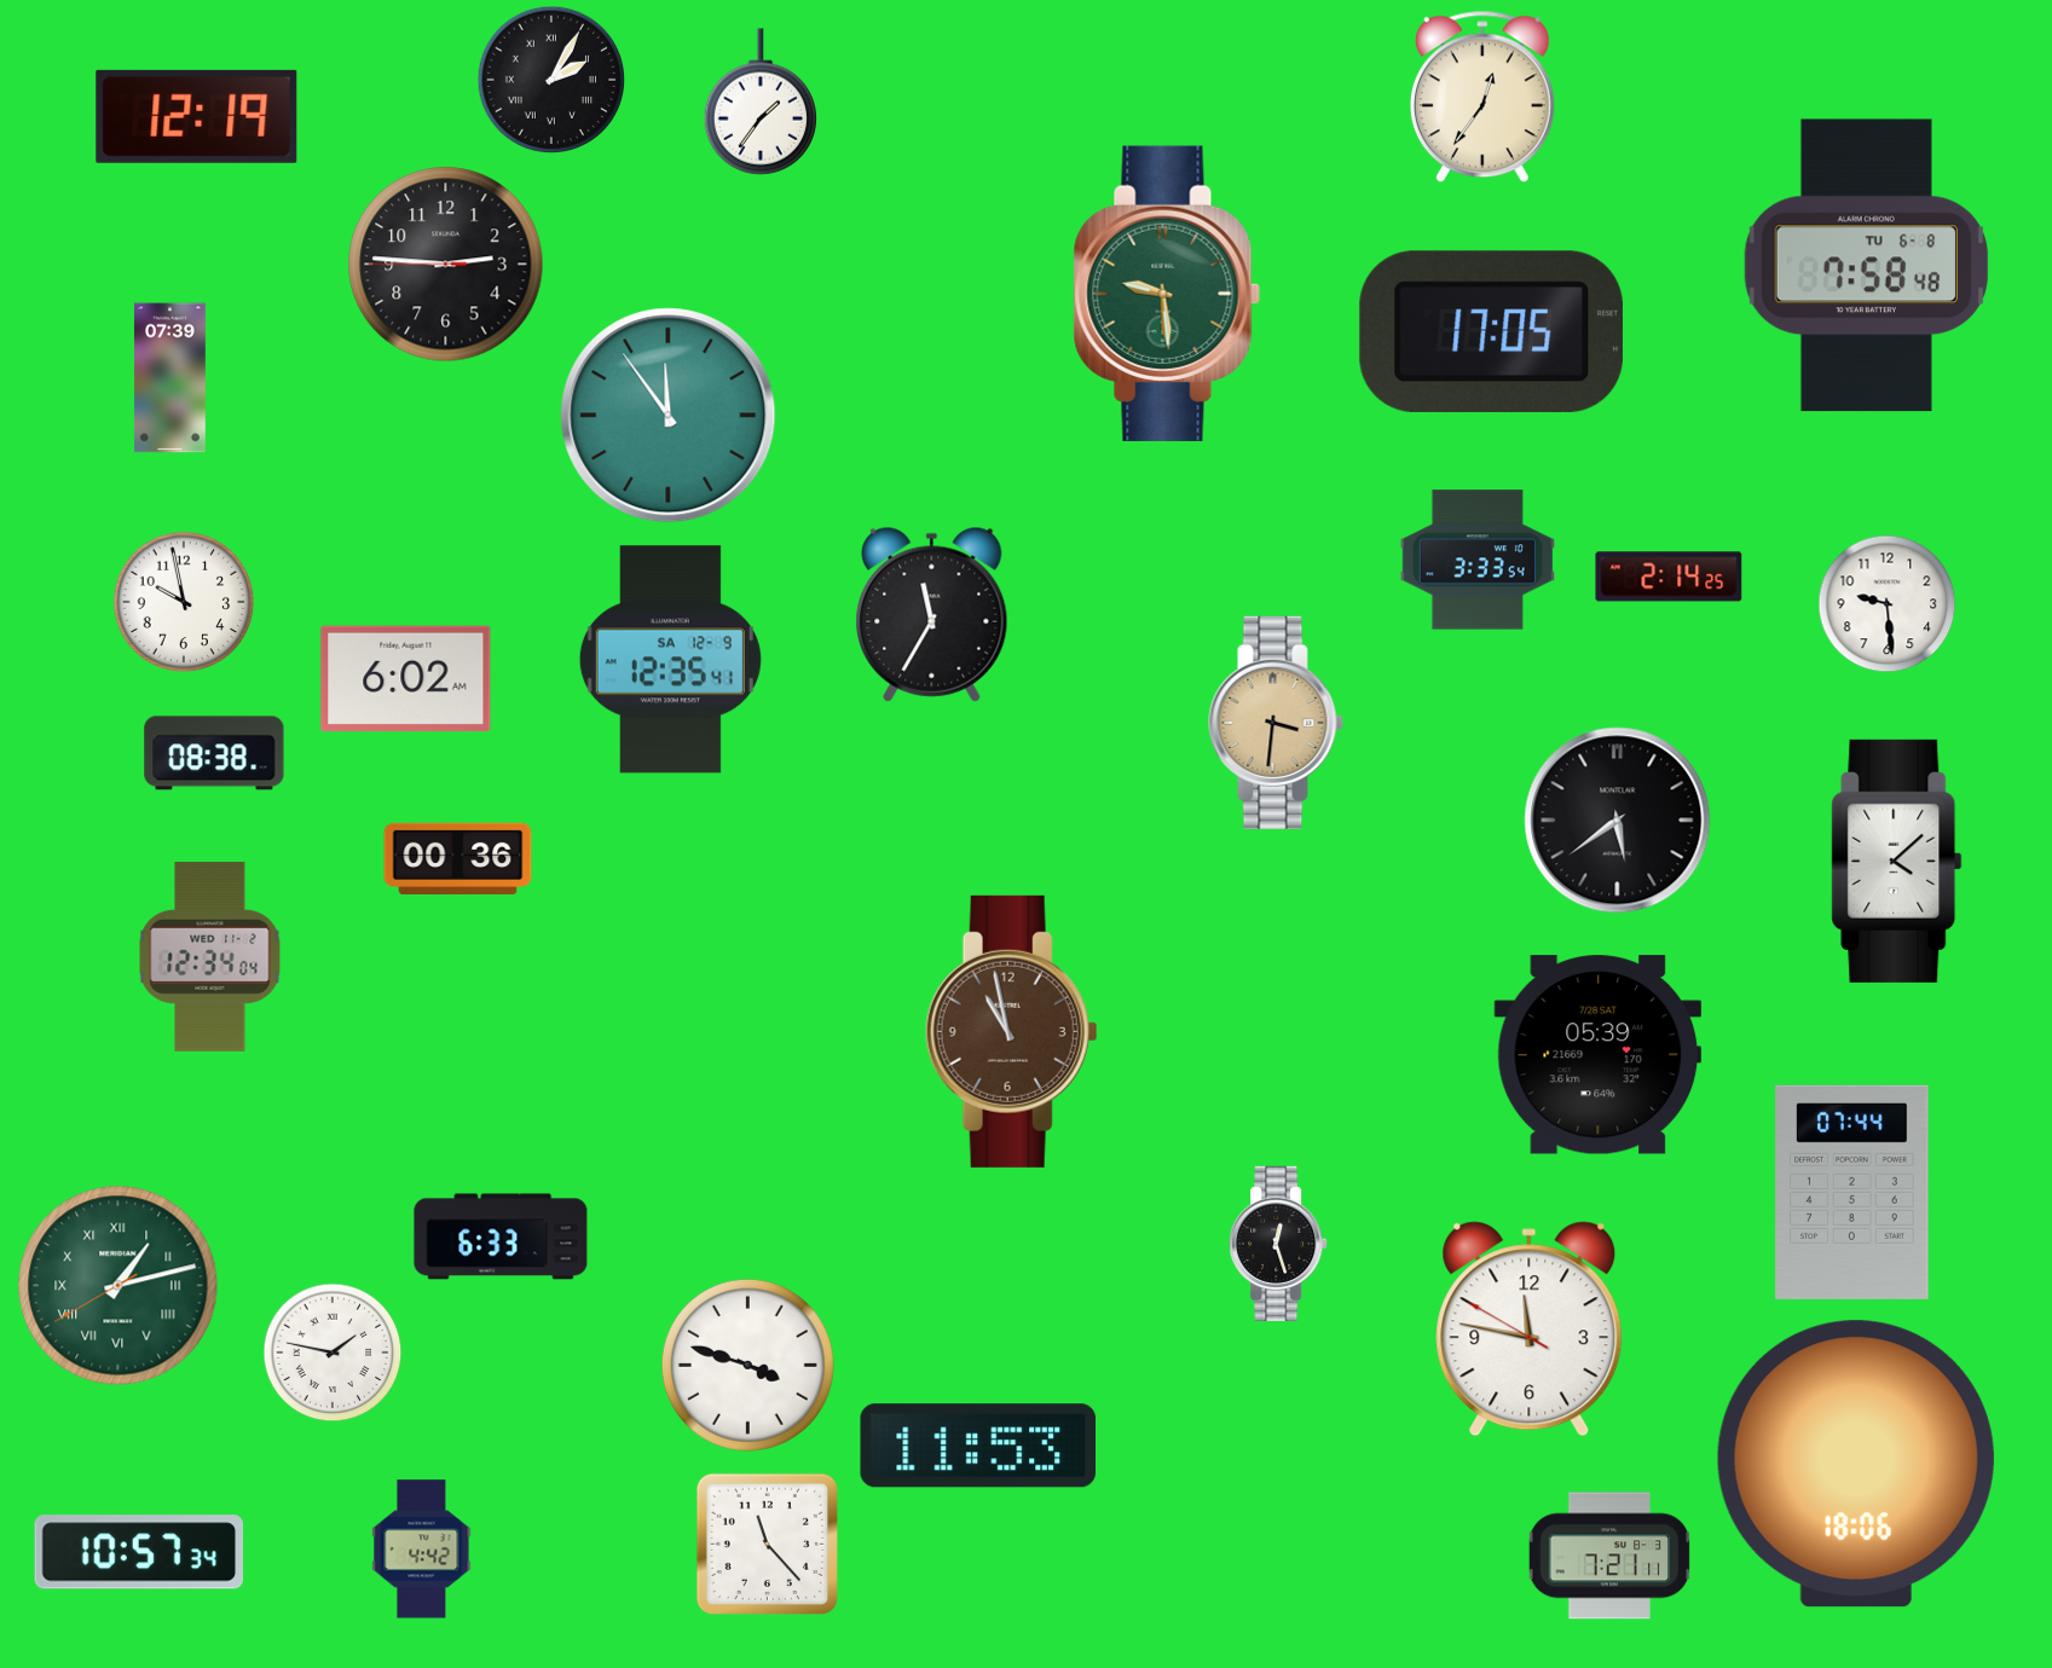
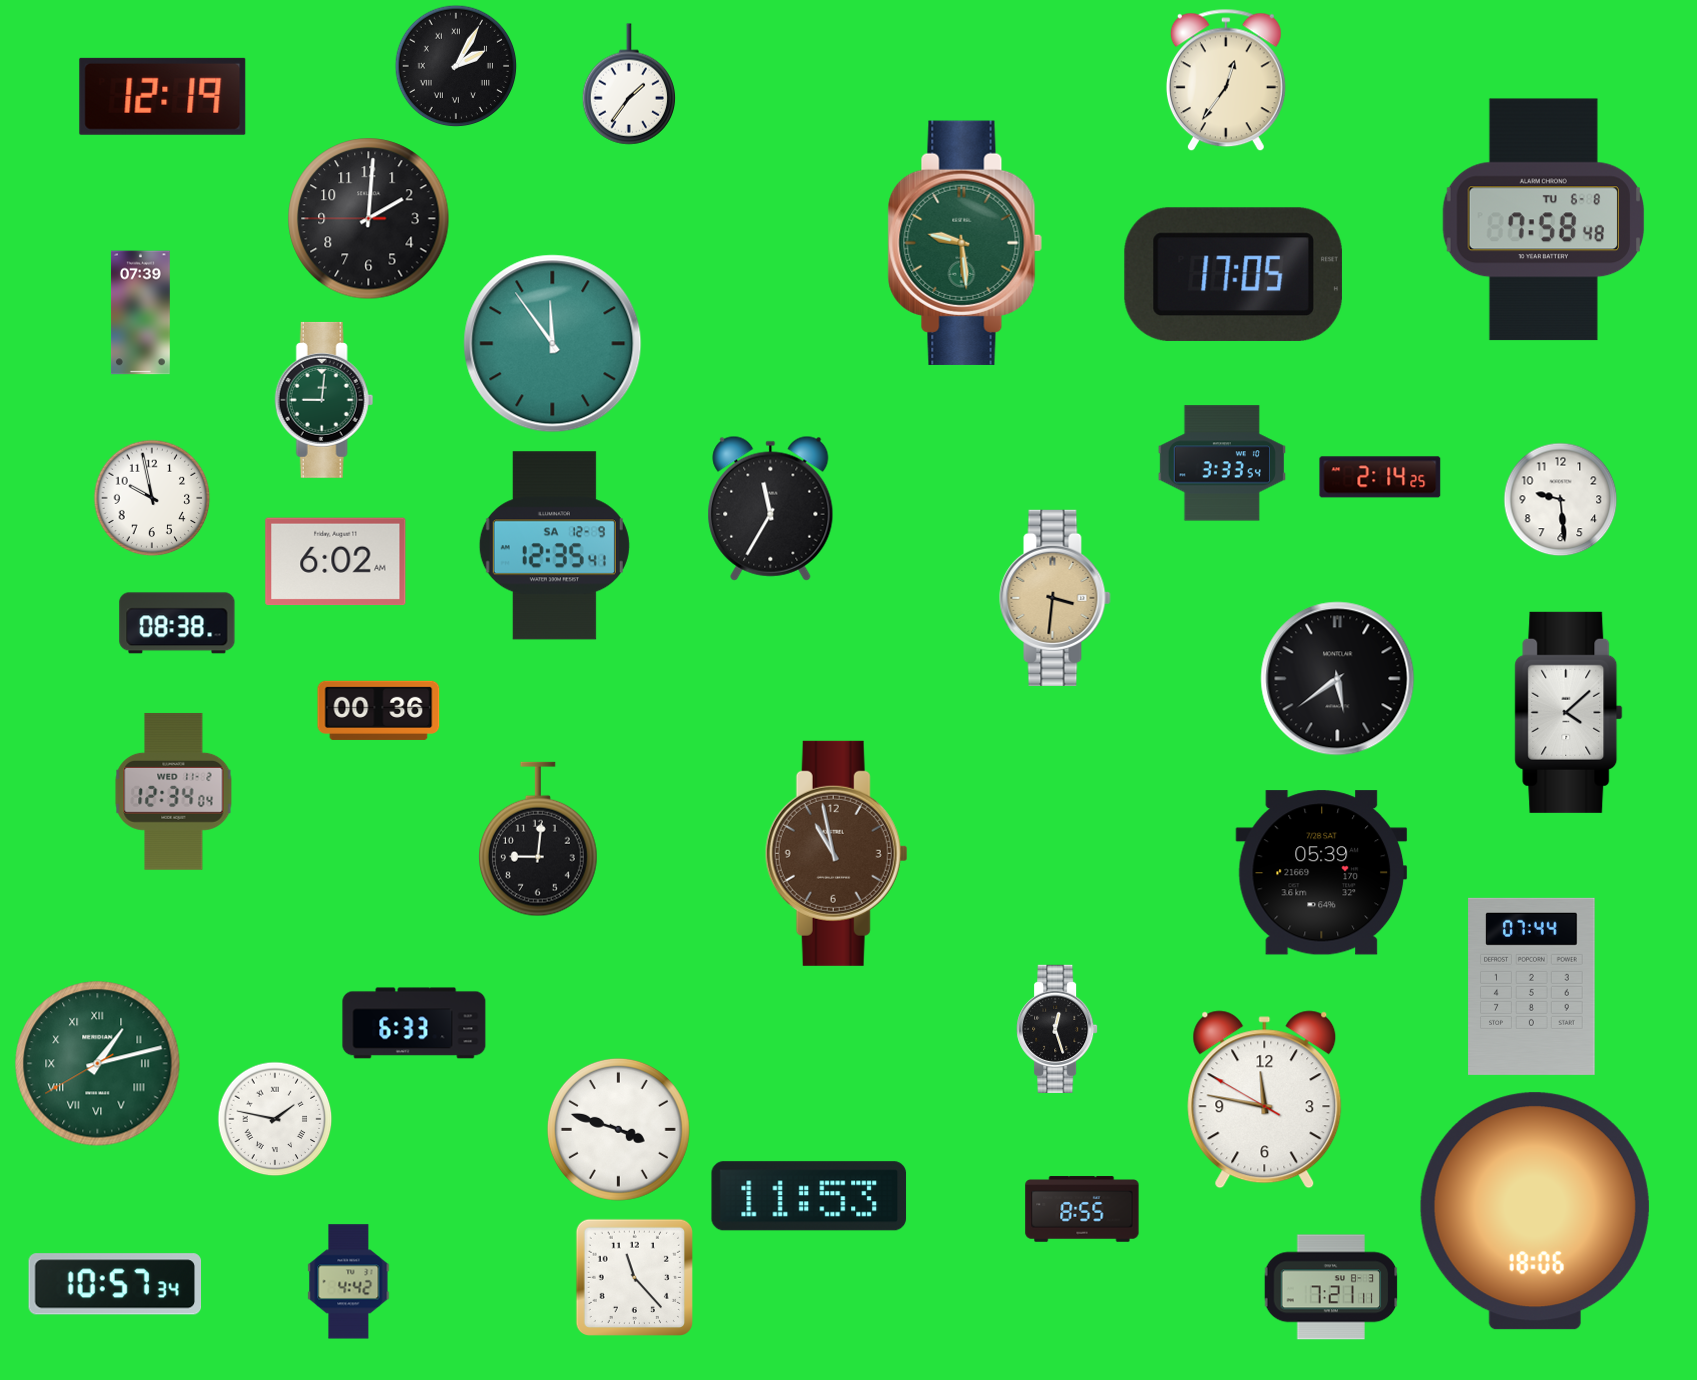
clock at (446, 265): 2:45 -> 2:00
clock at (324, 400): none -> 9:01
clock at (539, 839): none -> 9:01
clock at (1082, 1209): none -> 8:55
